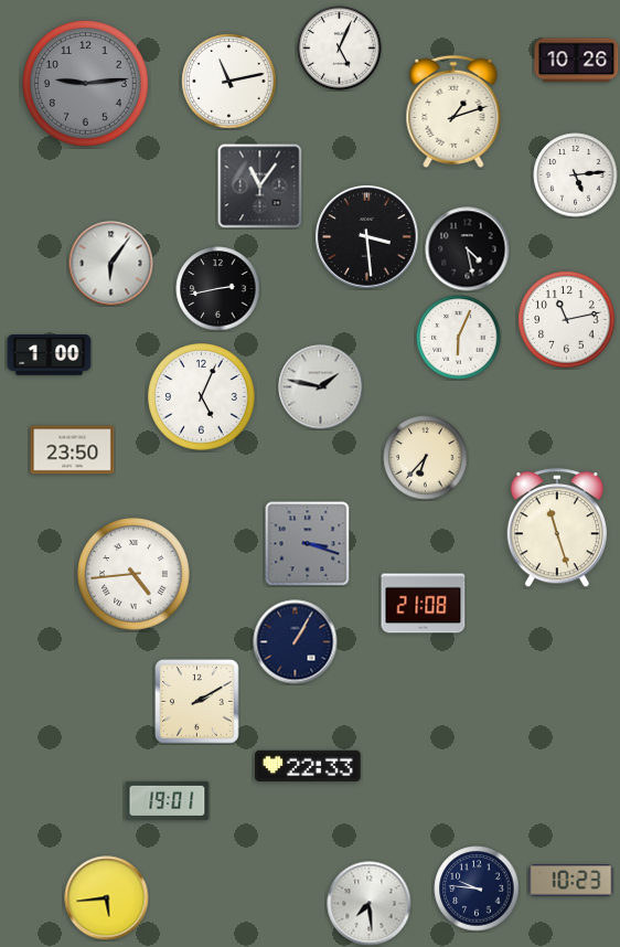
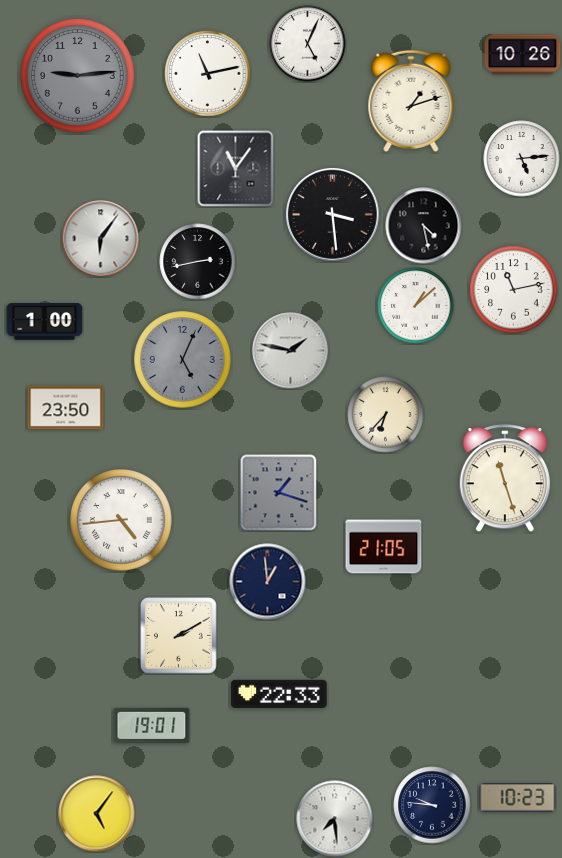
clock at (459, 338): 6:04 -> 1:08
clock at (202, 397) dial: white -> grey
clock at (308, 544): 3:18 -> 1:18
clock at (424, 604): 21:08 -> 21:05
clock at (296, 642): 1:05 -> 12:59
clock at (107, 898): 5:44 -> 5:06
